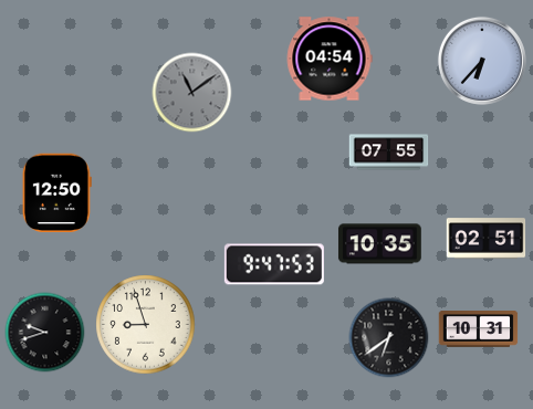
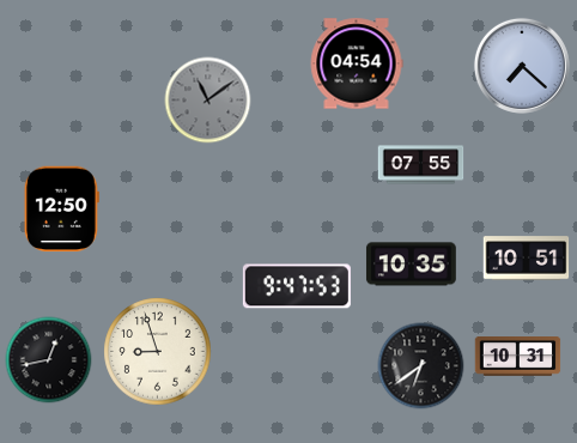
clock at (482, 61): 6:37 -> 7:22
clock at (487, 239): 02:51 -> 10:51
clock at (45, 333): 9:42 -> 12:43
